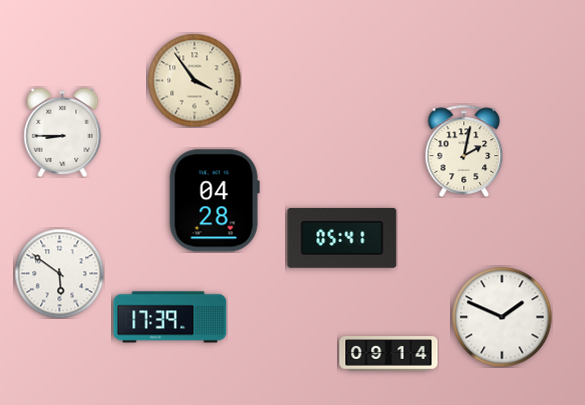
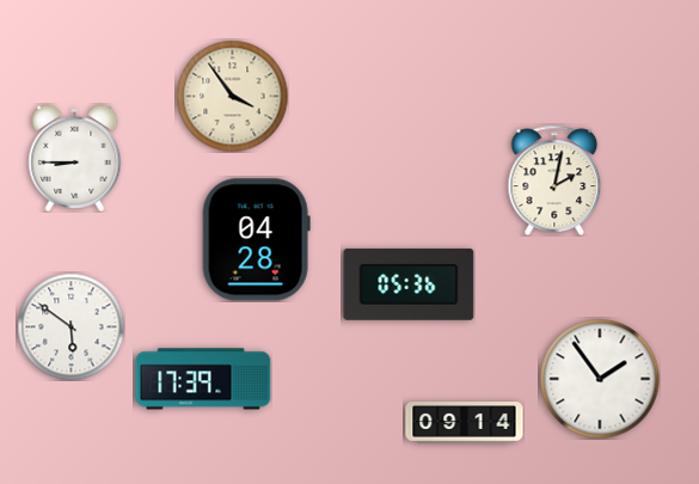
clock at (342, 238): 05:41 -> 05:36
clock at (502, 317): 1:49 -> 1:54
